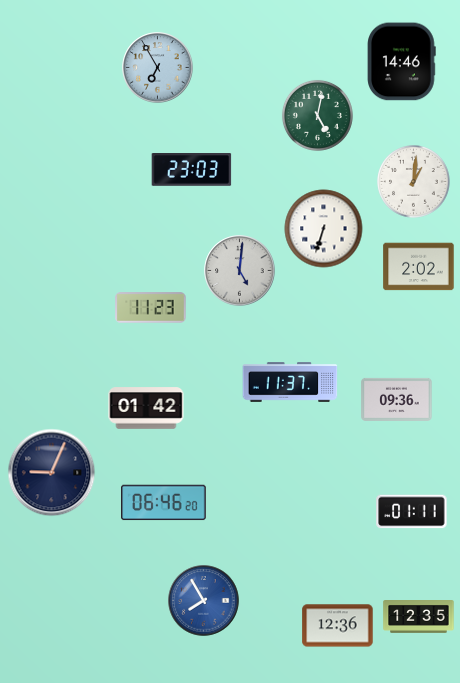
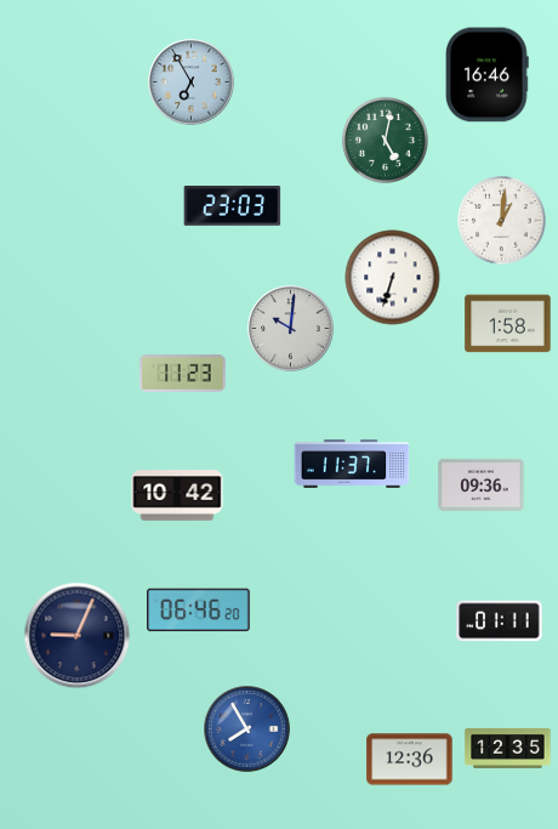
clock at (402, 62): 14:46 -> 16:46
clock at (419, 267): 2:02 -> 1:58
clock at (240, 271): 5:01 -> 10:01
clock at (146, 408): 01:42 -> 10:42
clock at (52, 473) position: (52, 473) -> (78, 636)
